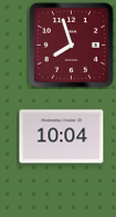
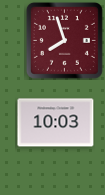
clock at (62, 137): 10:04 -> 10:03
